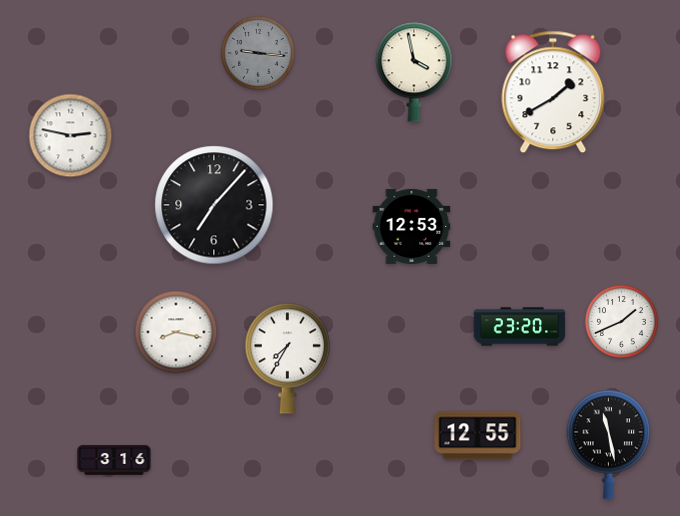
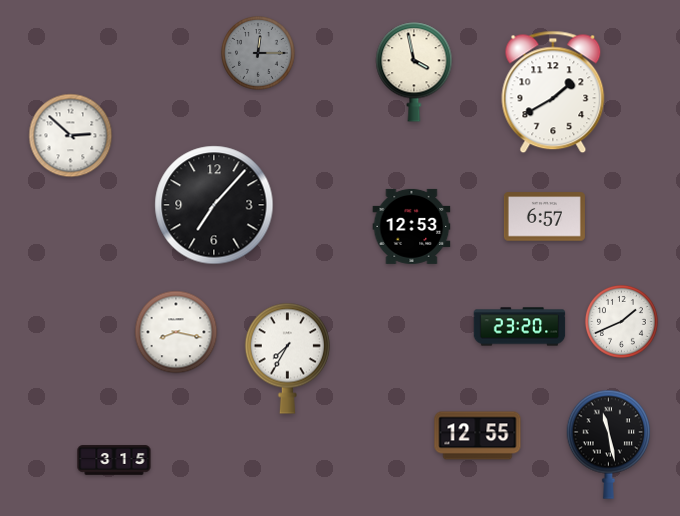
clock at (258, 53): 9:16 -> 12:15
clock at (71, 136): 2:47 -> 2:52
clock at (544, 217): none -> 6:57
clock at (114, 460): 3:16 -> 3:15
